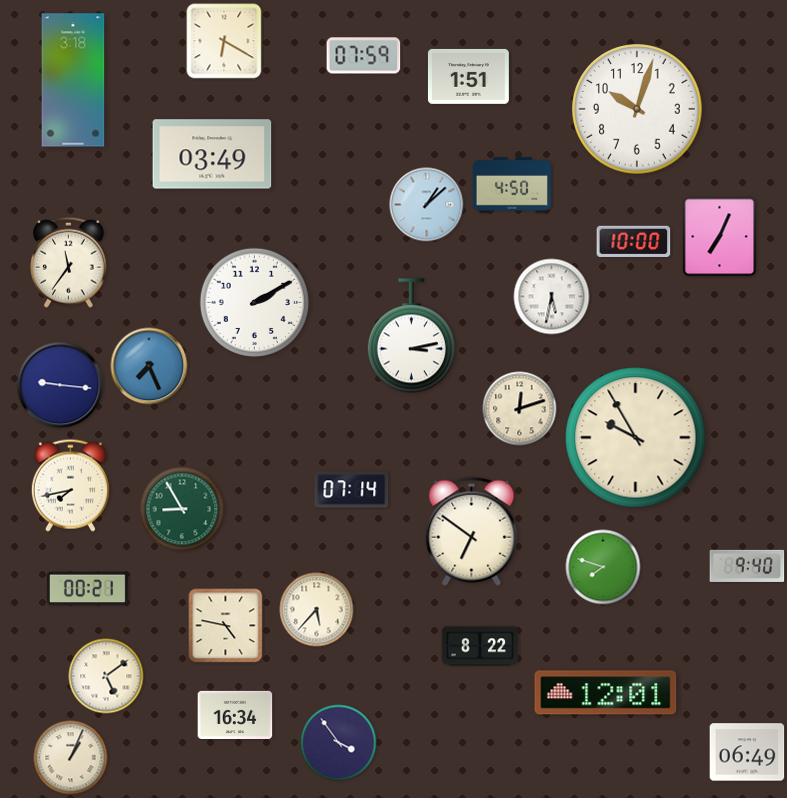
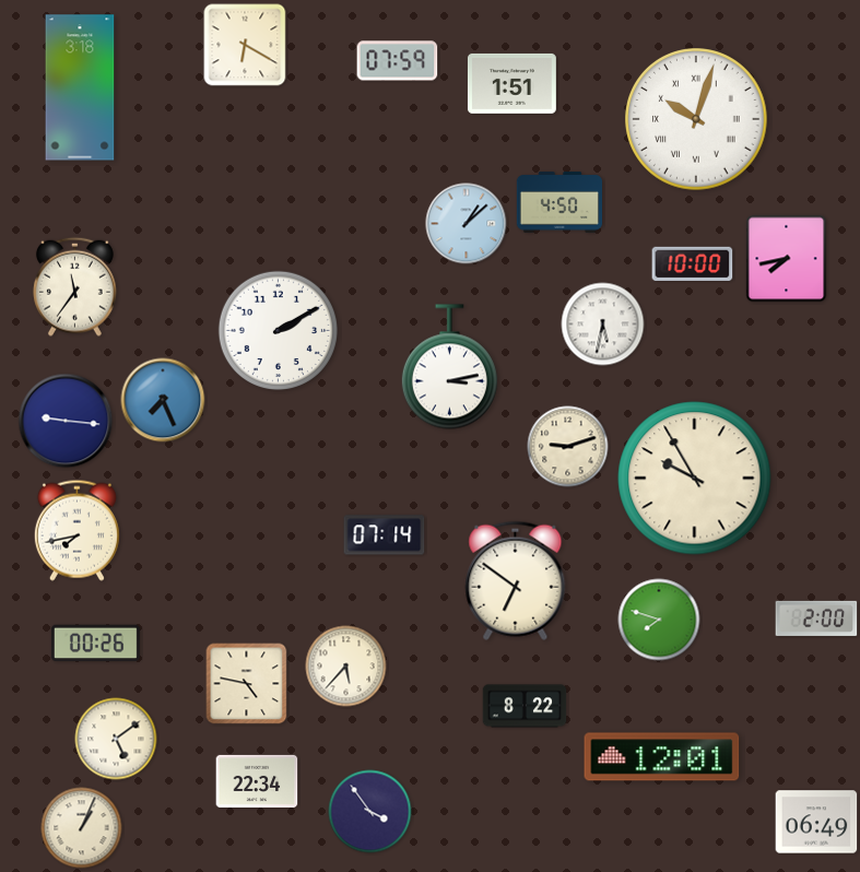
clock at (637, 109) numerals: Arabic -> Roman
clock at (212, 154): 03:49 -> none
clock at (720, 237): 7:04 -> 7:43
clock at (520, 409): 12:12 -> 9:12
clock at (182, 509): 8:55 -> none
clock at (747, 566): 9:40 -> 2:00
clock at (87, 589): 00:21 -> 00:26
clock at (235, 715): 16:34 -> 22:34
clock at (71, 758) position: (71, 758) -> (82, 828)
